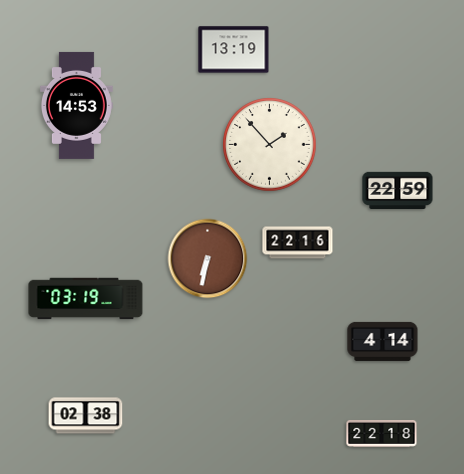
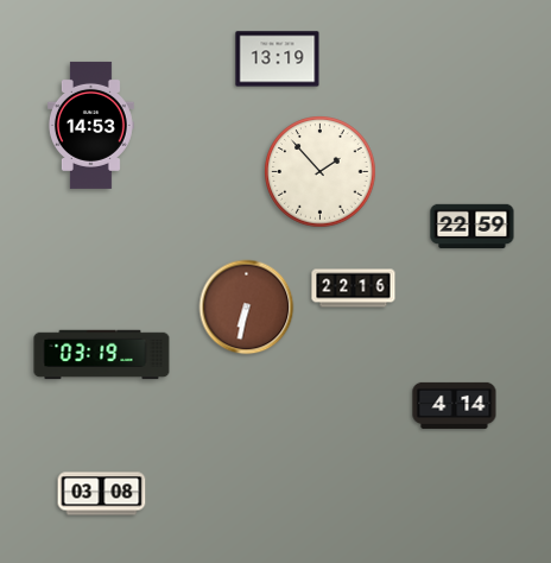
clock at (86, 416): 02:38 -> 03:08
clock at (382, 433): 22:18 -> none
